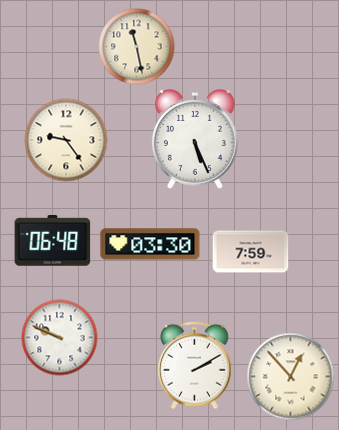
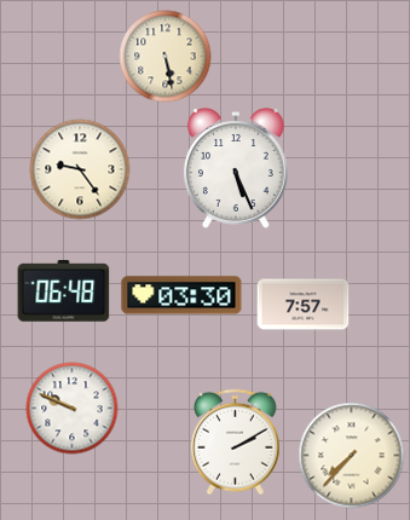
clock at (137, 47): 11:28 -> 5:28
clock at (251, 252): 7:59 -> 7:57
clock at (291, 377): 12:53 -> 7:37
